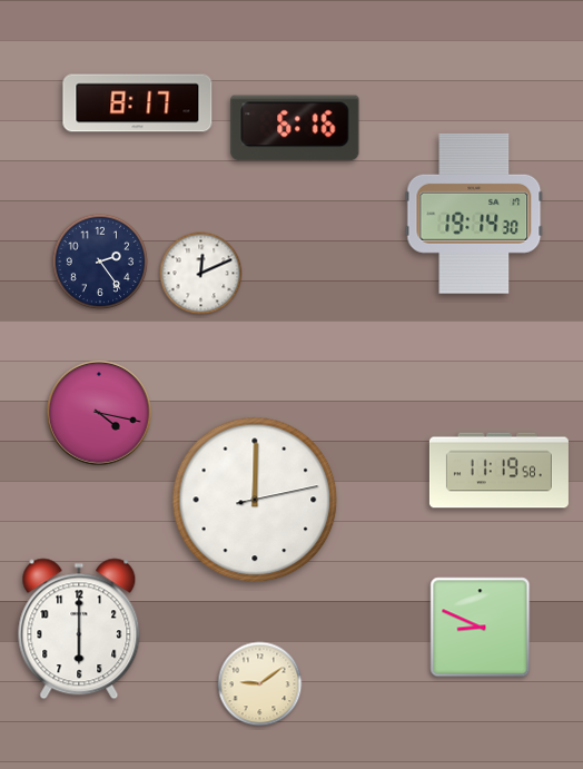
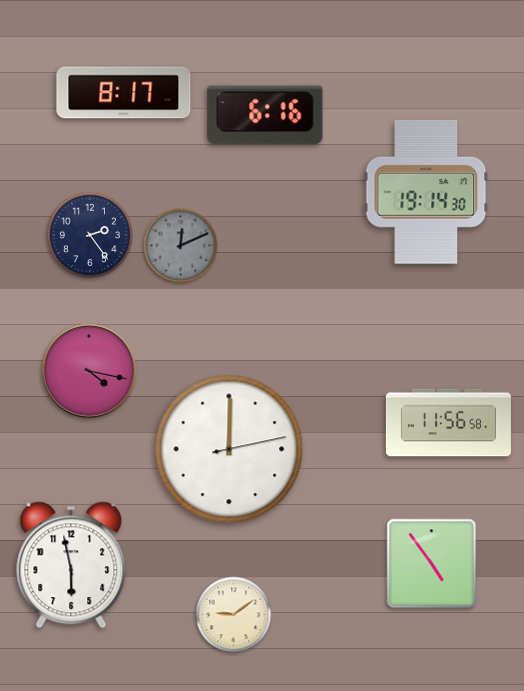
clock at (201, 274) dial: white -> grey
clock at (498, 471): 11:19 -> 11:56
clock at (481, 628): 8:49 -> 4:54
clock at (79, 629): 6:00 -> 5:58
